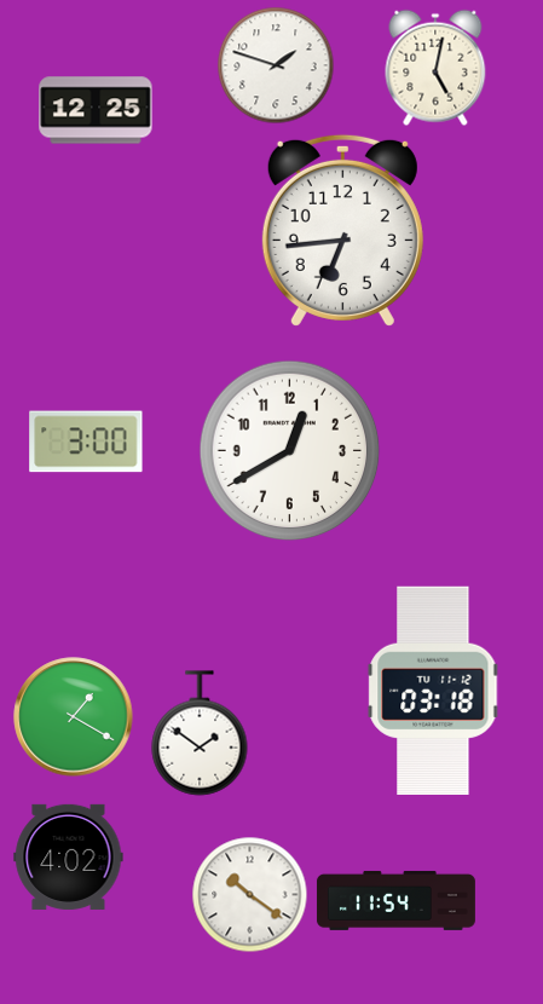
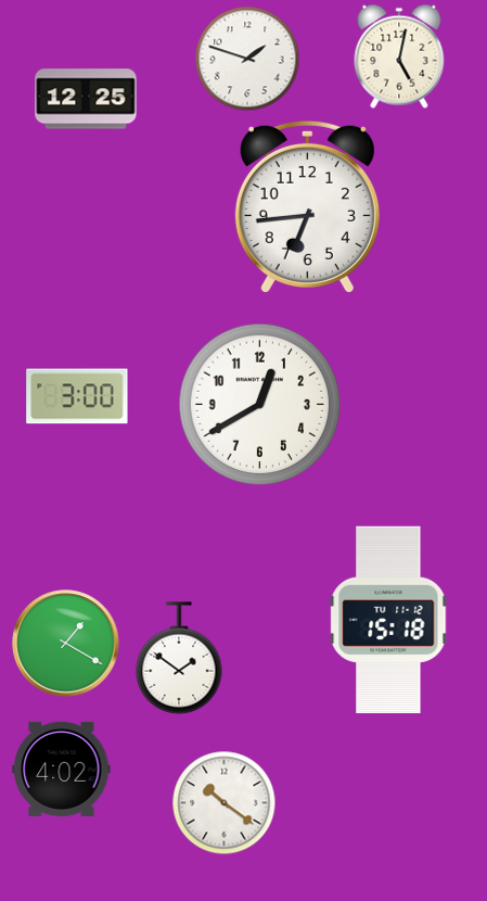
clock at (435, 68) position: (435, 68) -> (399, 56)
clock at (433, 691): 03:18 -> 15:18
clock at (395, 900): 11:54 -> none
